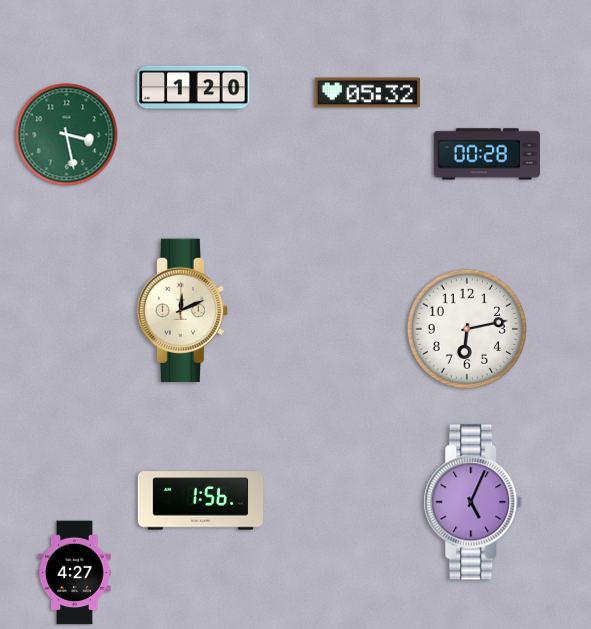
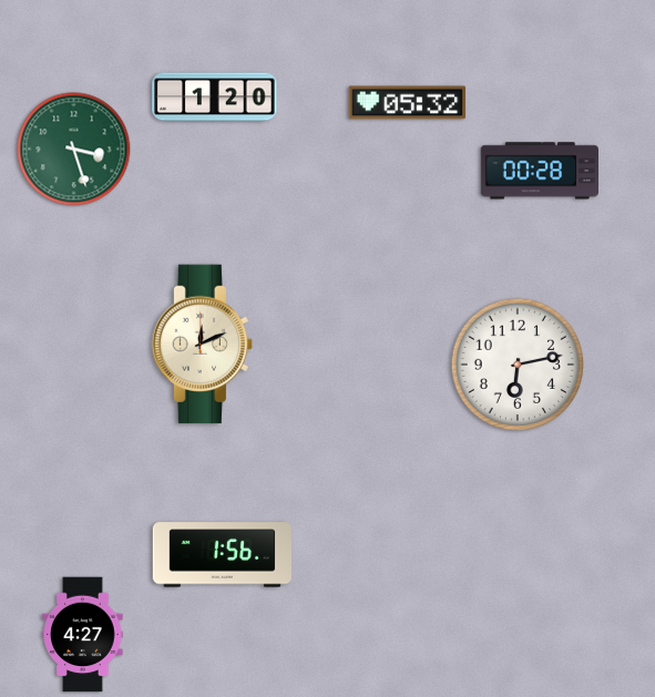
clock at (67, 135): 3:28 -> 3:27
clock at (473, 502): 5:04 -> none
